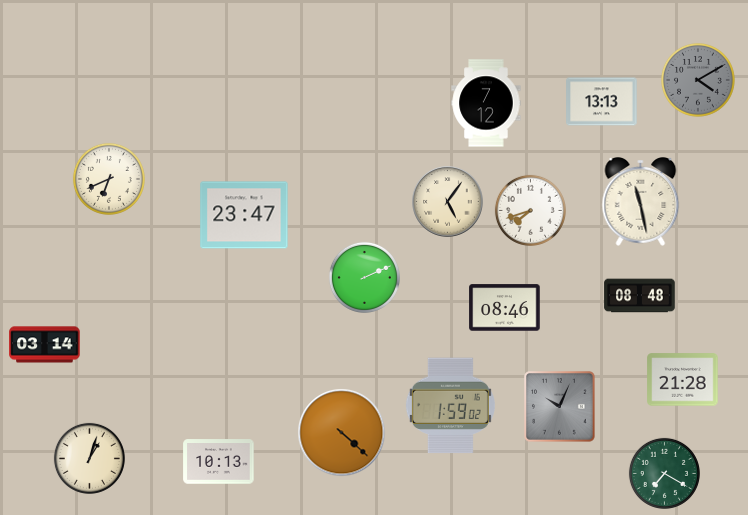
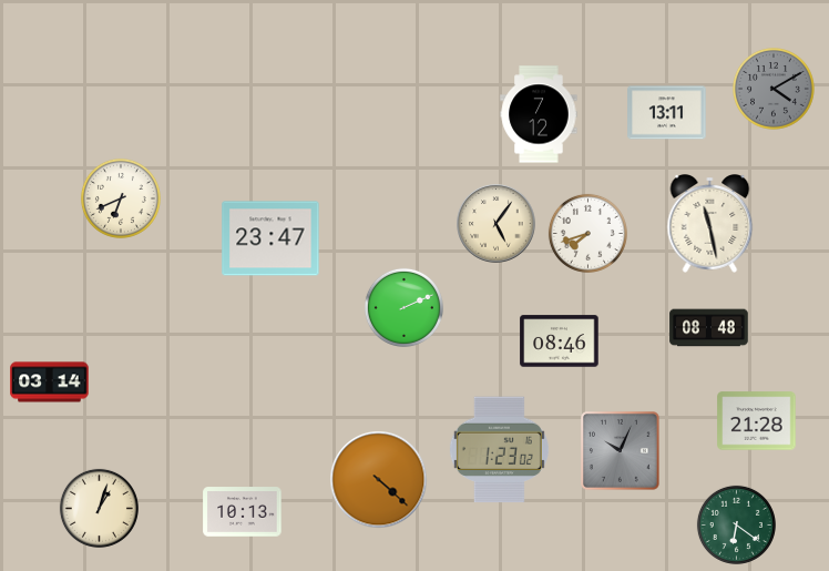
clock at (602, 102): 13:13 -> 13:11
clock at (450, 406): 1:59 -> 1:23
clock at (664, 473): 7:20 -> 6:21
